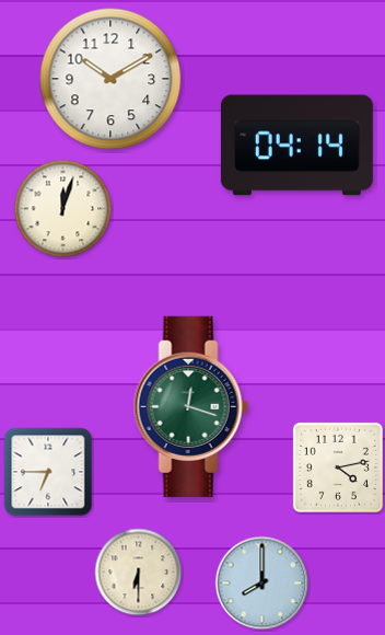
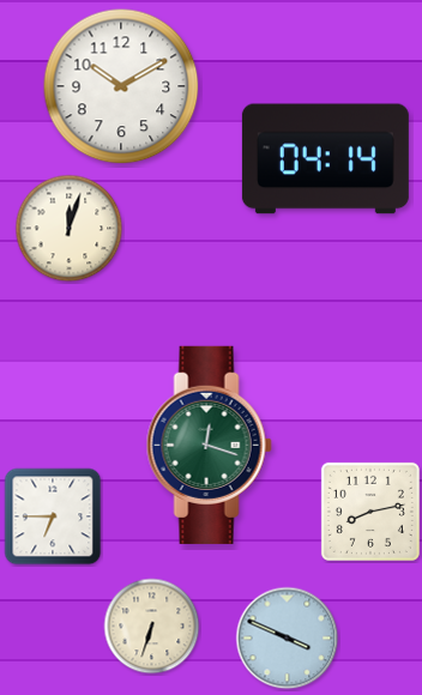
clock at (338, 467): 4:13 -> 8:13
clock at (139, 573): 6:30 -> 6:33
clock at (262, 584): 8:00 -> 3:49
